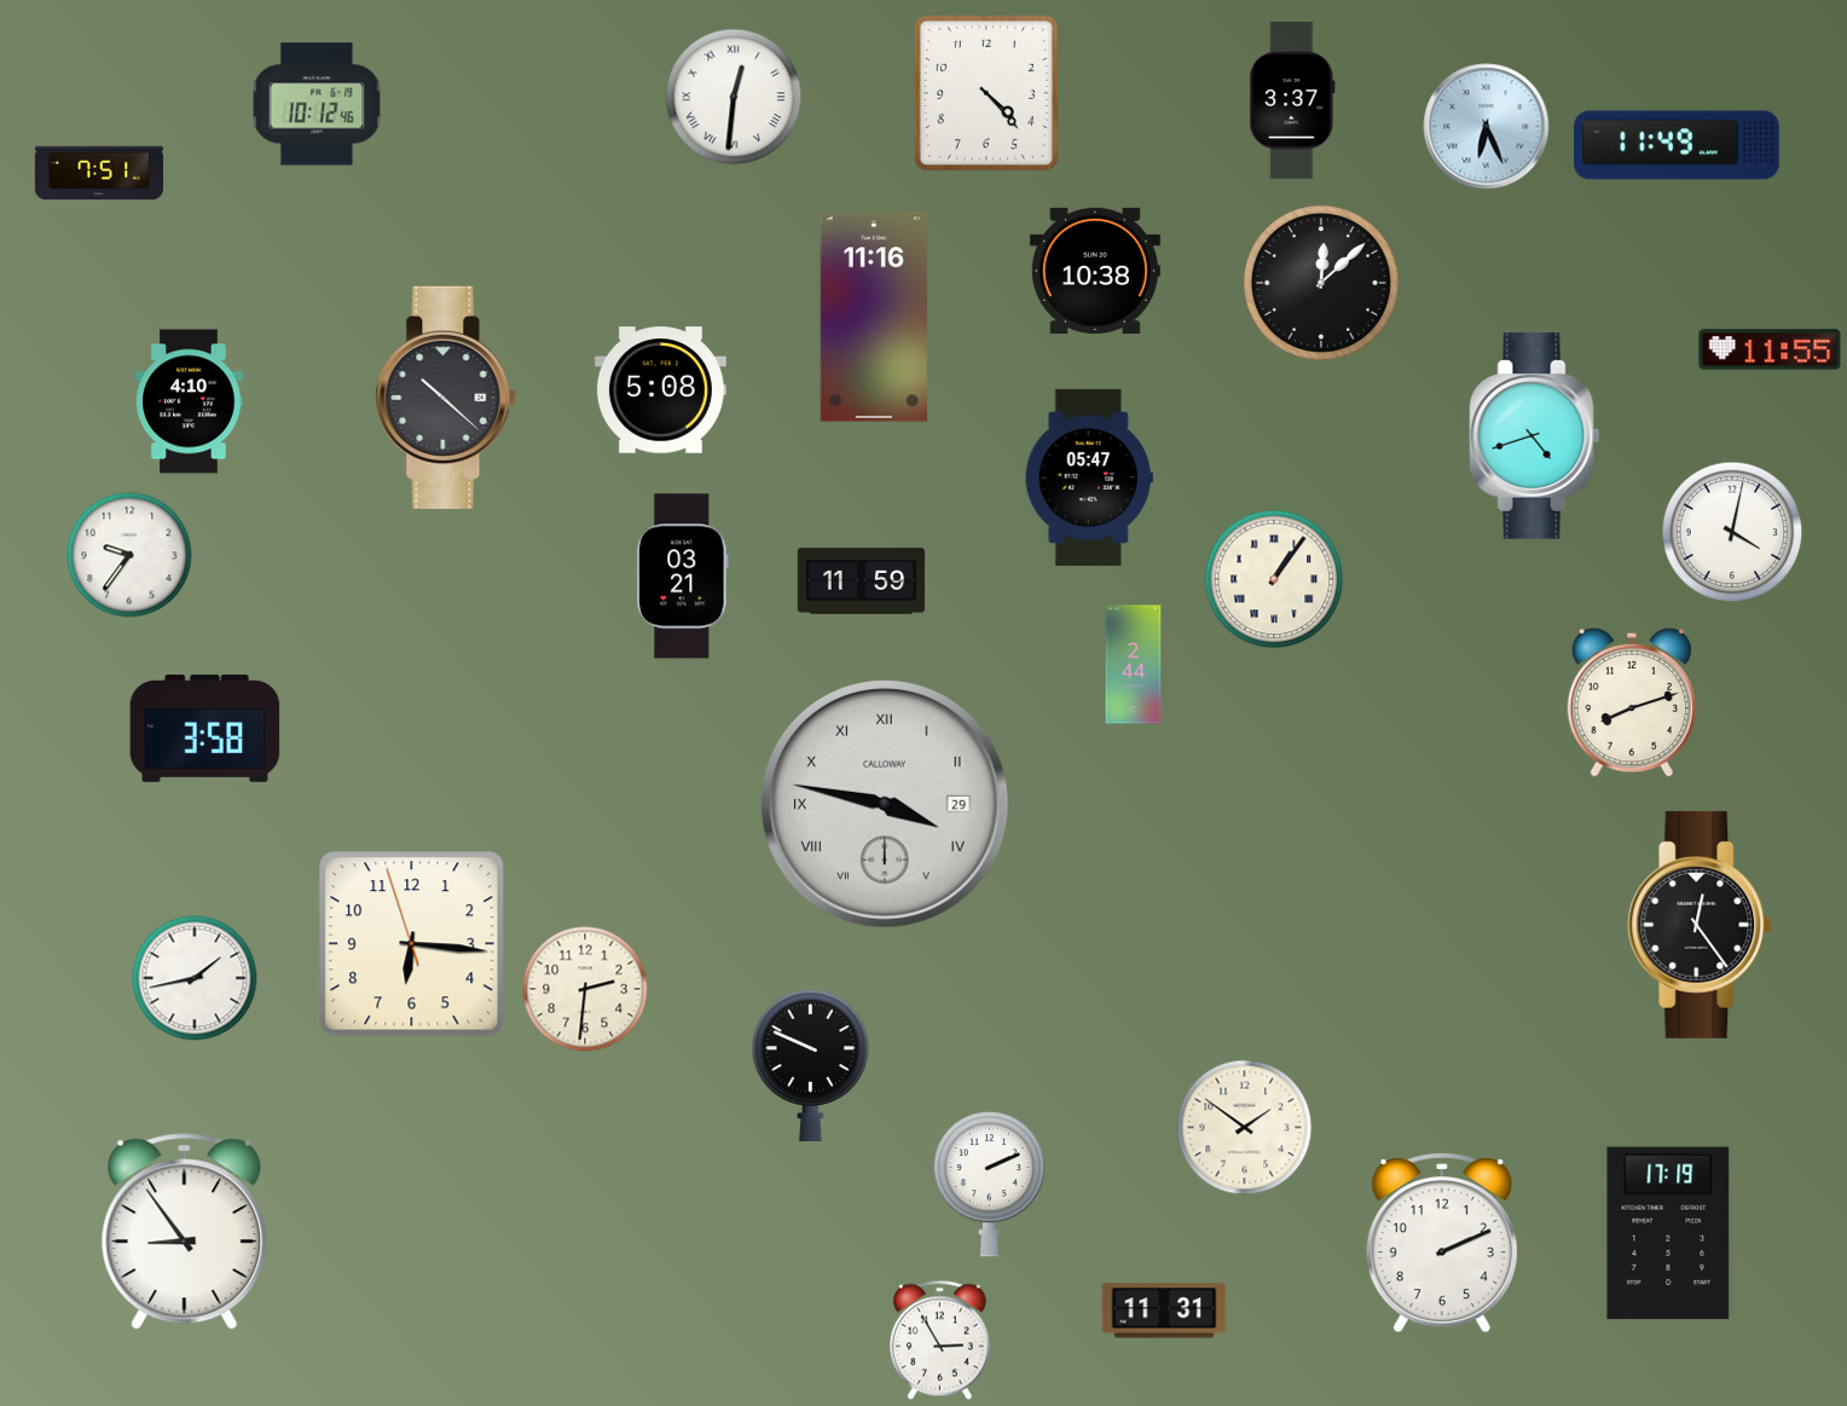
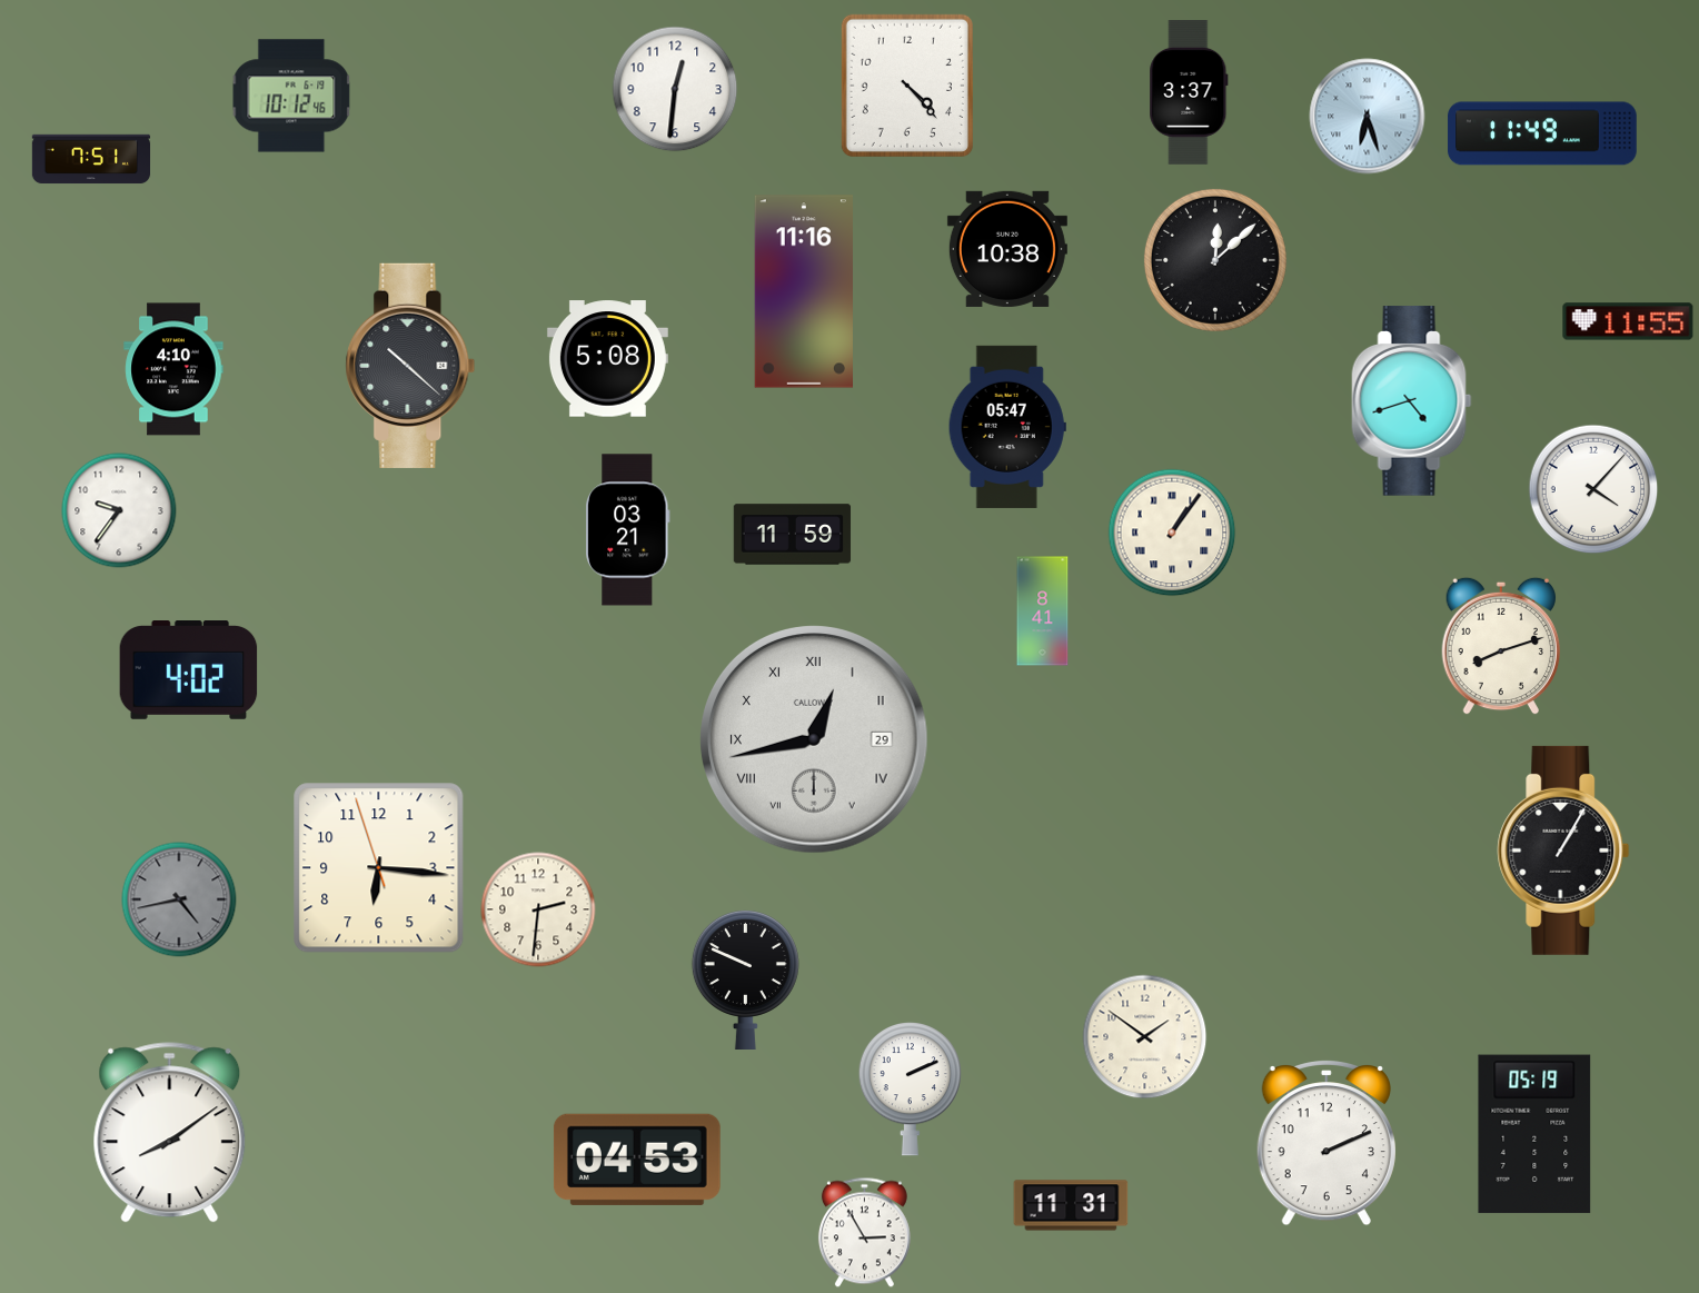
clock at (734, 97) numerals: Roman -> Arabic
clock at (1487, 127): 6:26 -> 6:27
clock at (1089, 478) position: (1089, 478) -> (1007, 427)
clock at (1732, 532): 4:02 -> 4:07
clock at (1134, 665): 2:44 -> 8:41
clock at (205, 729): 3:58 -> 4:02
clock at (886, 805): 3:47 -> 12:43
clock at (1700, 925): 12:24 -> 1:05
clock at (195, 978): 1:43 -> 4:43
clock at (195, 978) dial: white -> grey
clock at (185, 1232): 8:54 -> 8:09
clock at (1668, 1233): 17:19 -> 05:19
clock at (637, 1160): none -> 04:53
